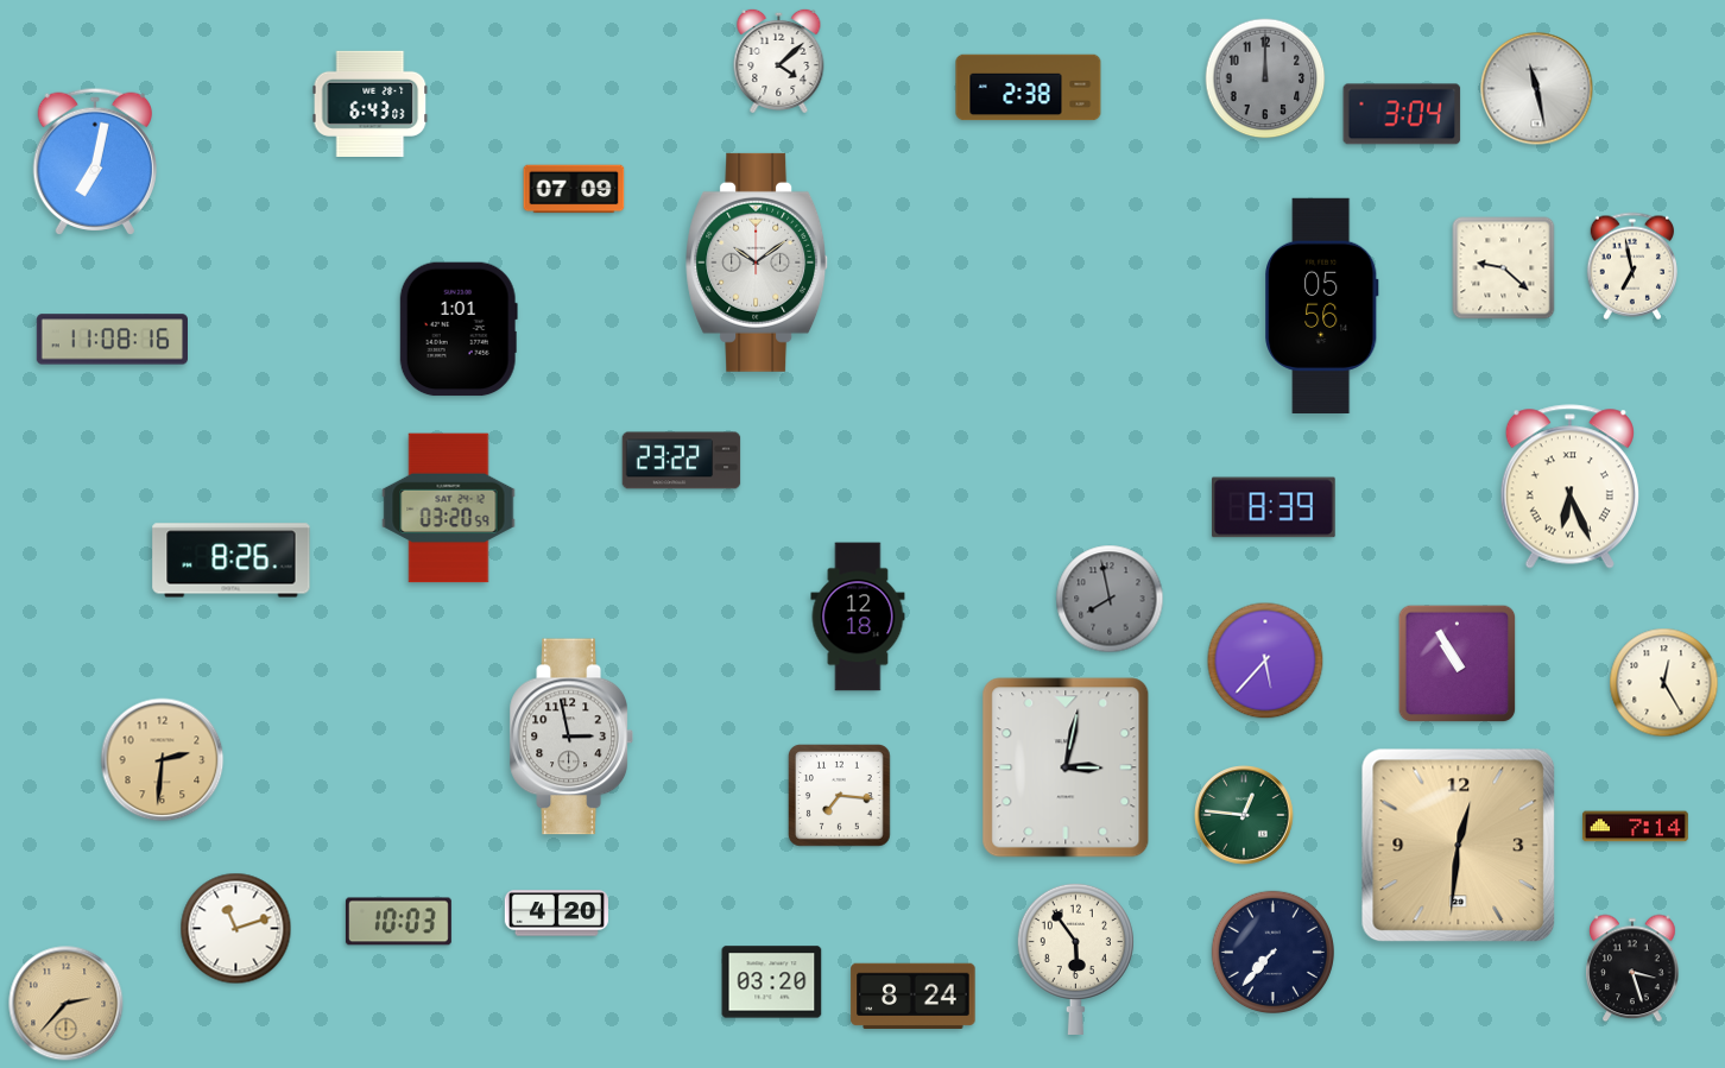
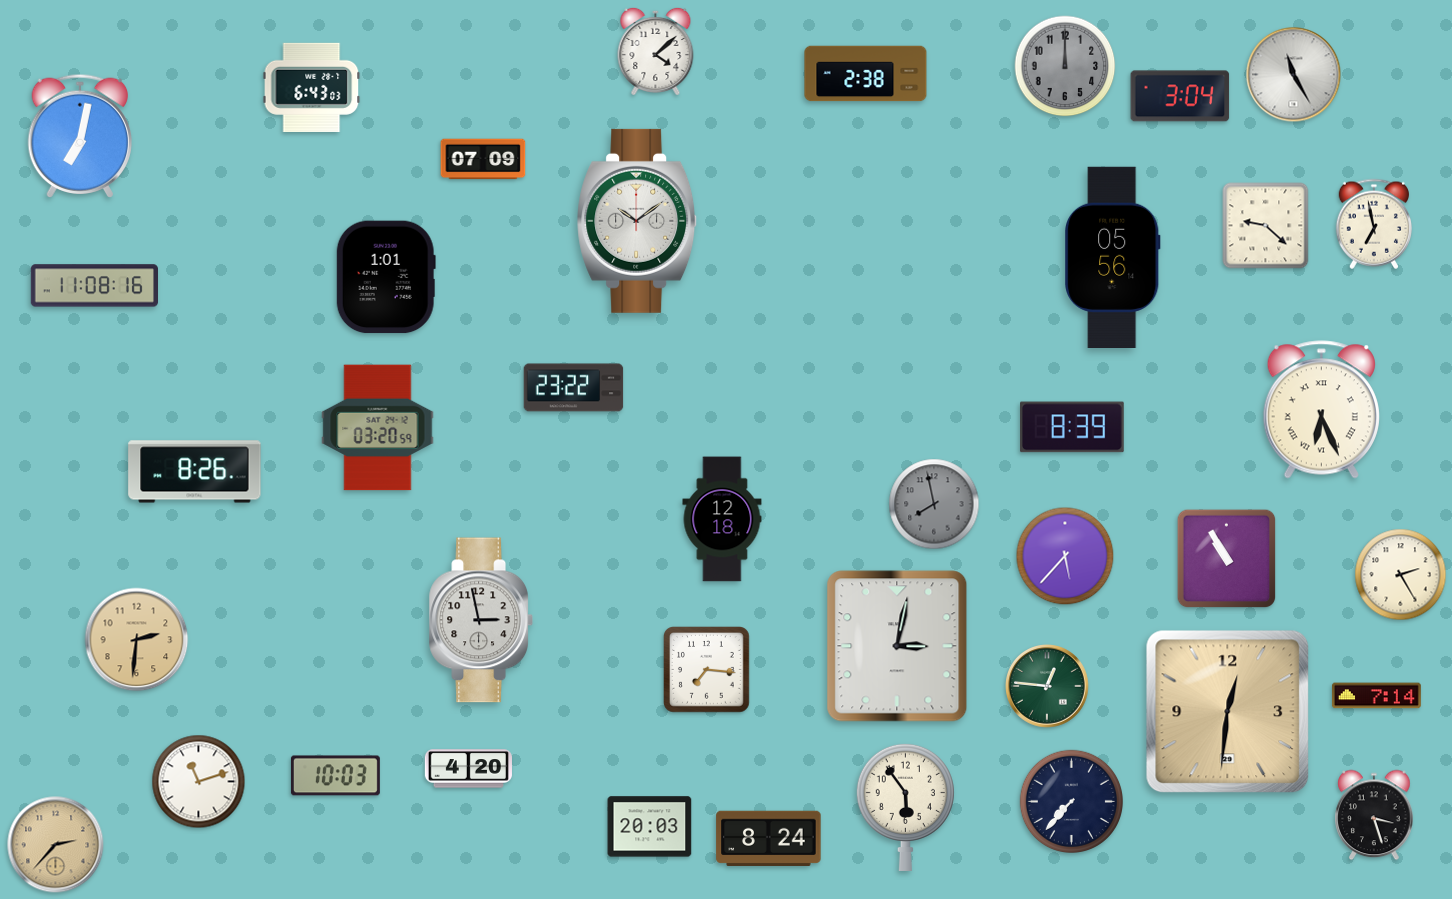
clock at (1537, 89): 11:28 -> 11:25
clock at (1664, 683): 12:25 -> 2:25
clock at (772, 982): 03:20 -> 20:03
